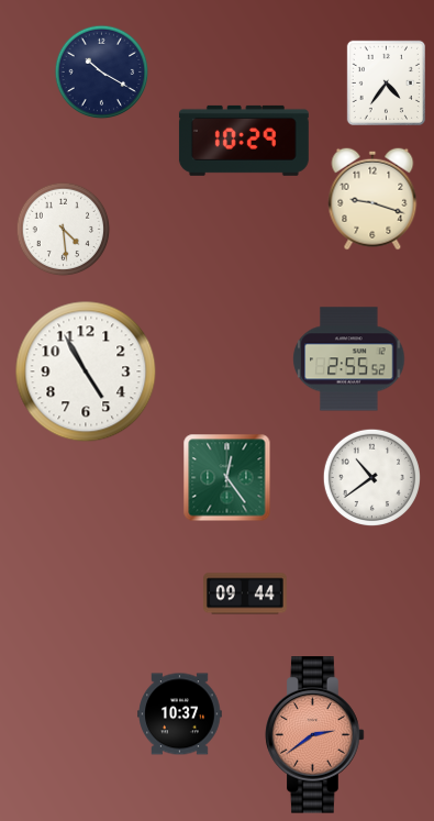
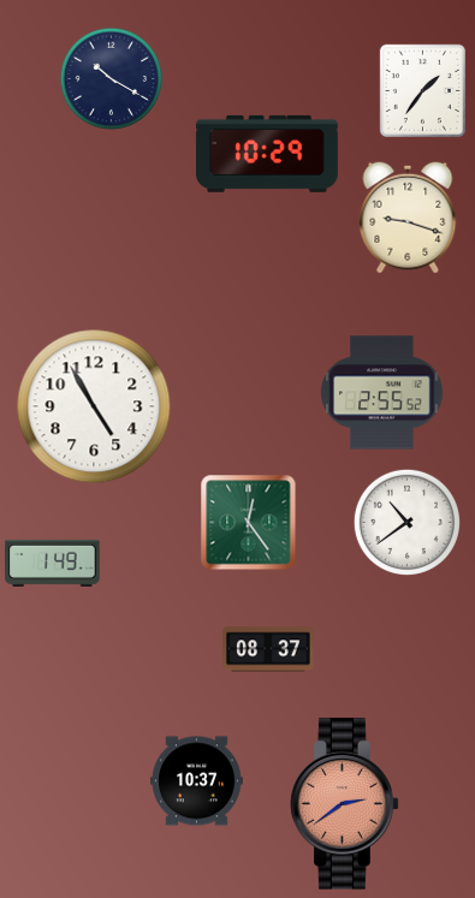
clock at (386, 82): 4:36 -> 1:36
clock at (64, 230): 4:29 -> none
clock at (53, 563): none -> 1:49
clock at (246, 593): 09:44 -> 08:37
